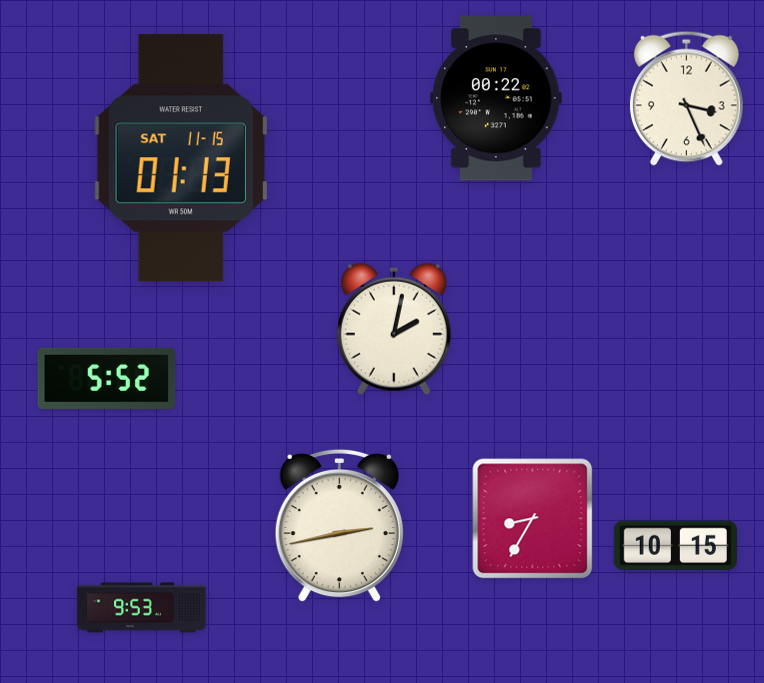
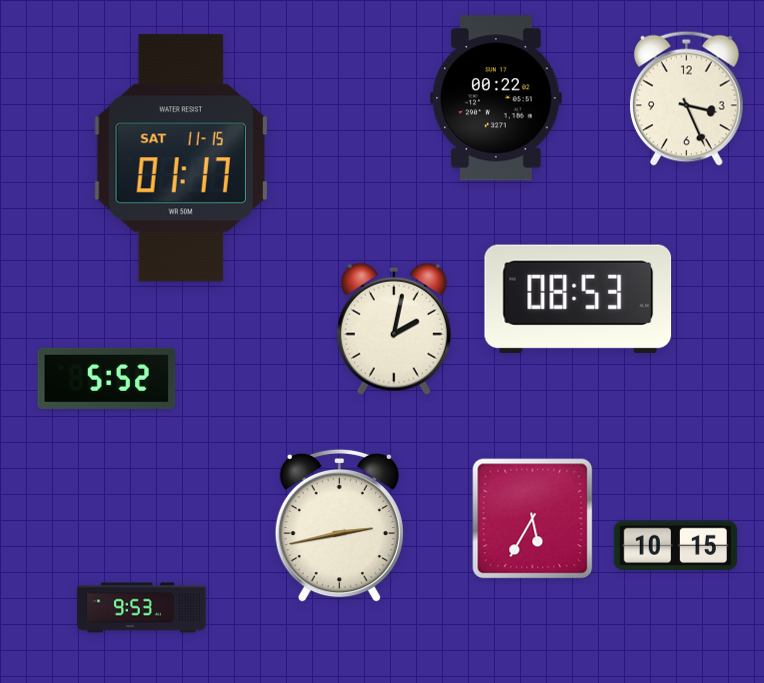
clock at (181, 158): 01:13 -> 01:17
clock at (578, 299): none -> 08:53
clock at (533, 519): 8:35 -> 5:35
